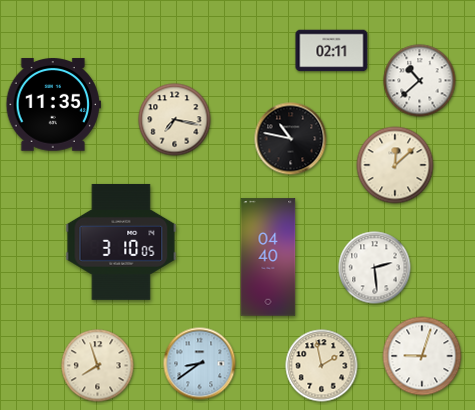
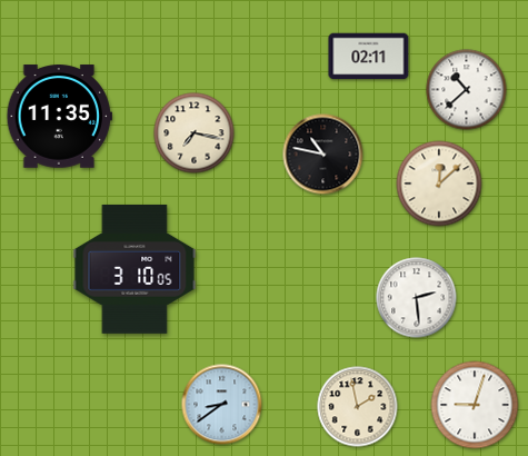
clock at (268, 257): 04:40 -> none
clock at (422, 356) position: (422, 356) -> (475, 405)
clock at (98, 366): 7:57 -> none
